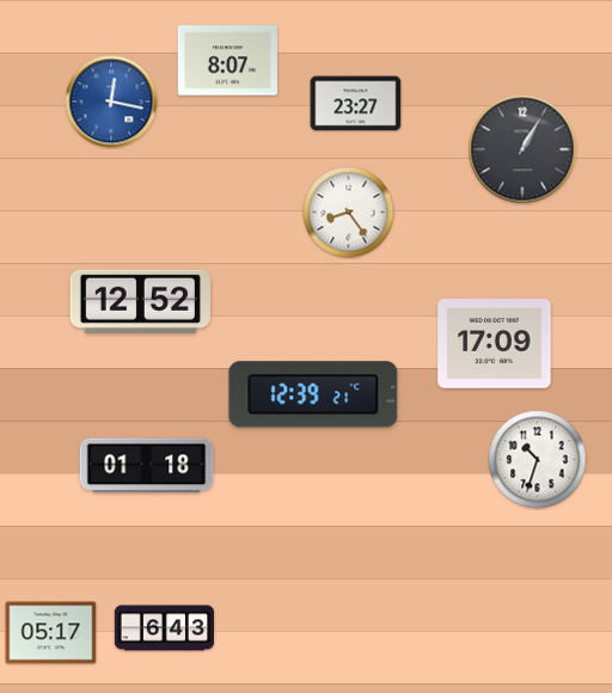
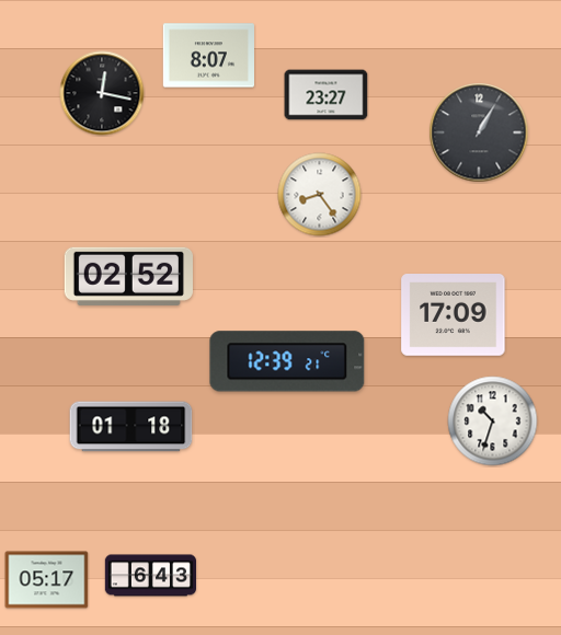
clock at (111, 102) dial: blue -> black
clock at (522, 149) position: (522, 149) -> (479, 132)
clock at (140, 301): 12:52 -> 02:52
clock at (147, 466) position: (147, 466) -> (131, 427)
